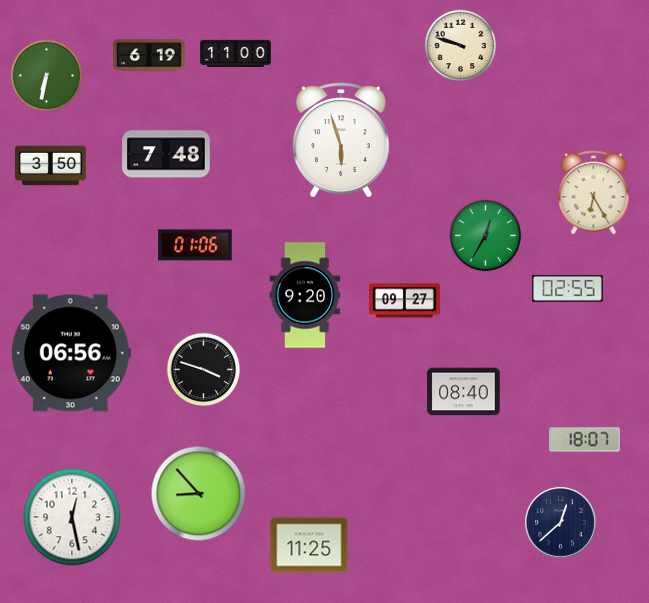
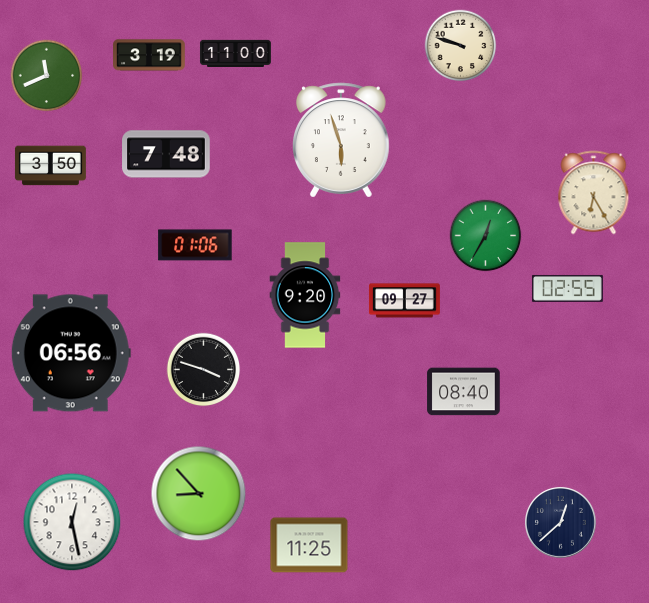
clock at (149, 55): 6:19 -> 3:19
clock at (47, 76): 6:32 -> 11:41
clock at (584, 440): 18:07 -> none
clock at (72, 517) position: (72, 517) -> (72, 522)
